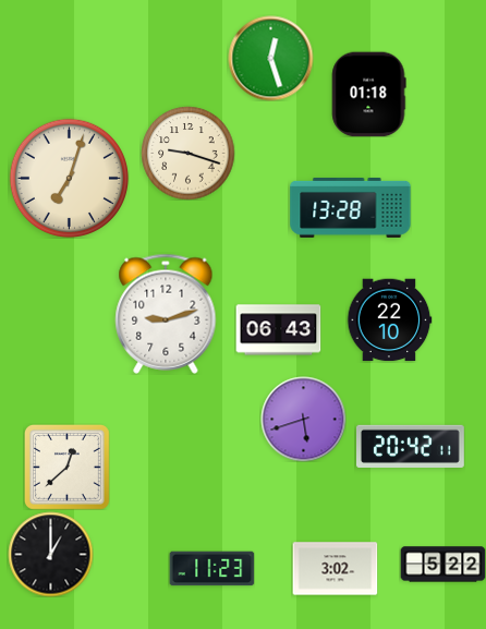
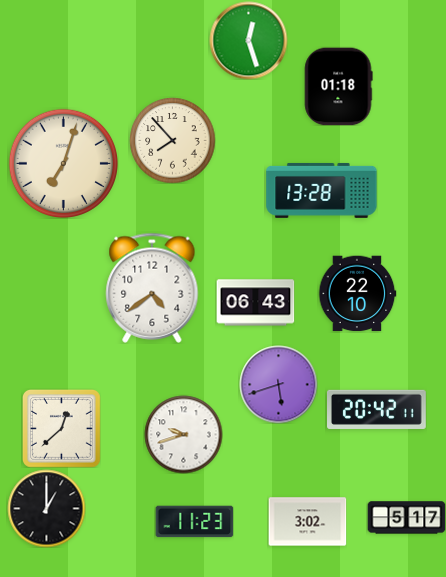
clock at (270, 58) position: (270, 58) -> (248, 40)
clock at (187, 153): 9:18 -> 7:53
clock at (166, 314): 9:12 -> 4:39
clock at (183, 434): none -> 9:42
clock at (442, 565): 5:22 -> 5:17
